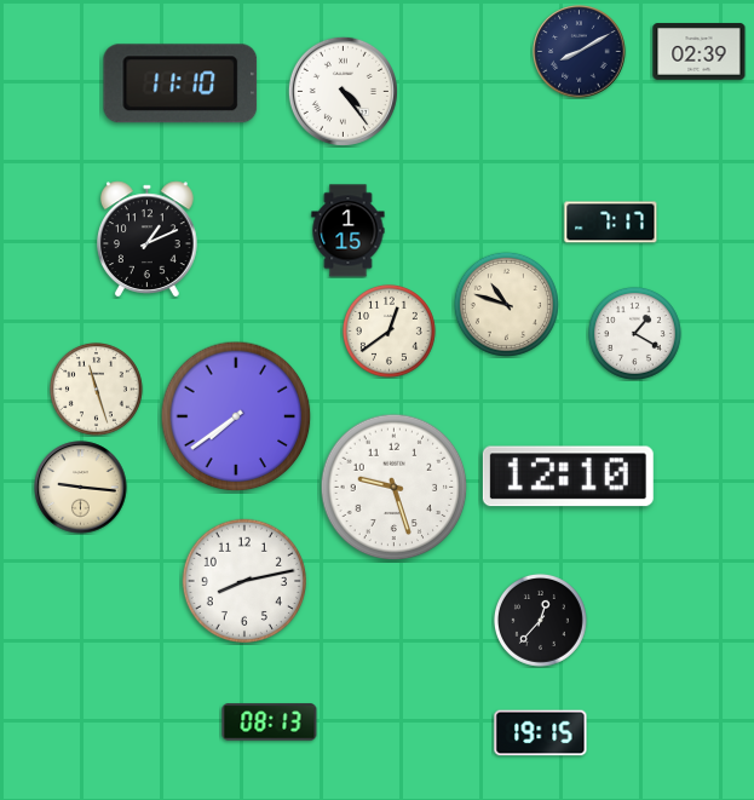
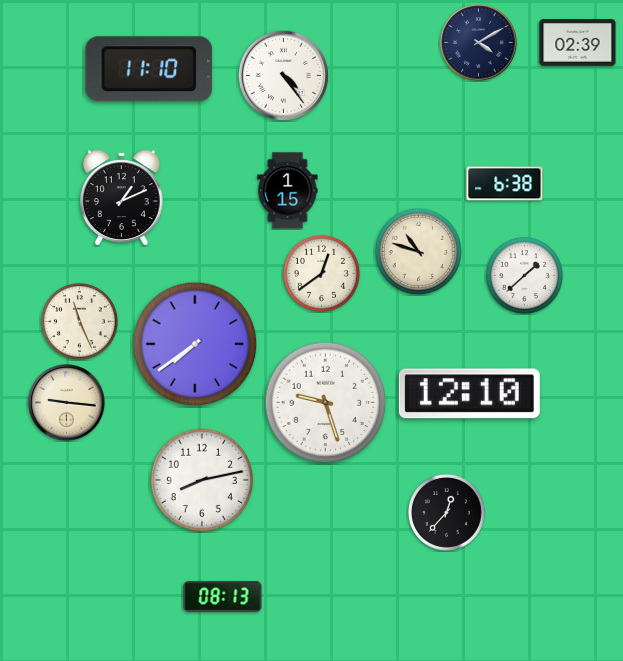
clock at (580, 52): 8:10 -> 4:10
clock at (611, 223): 7:17 -> 6:38
clock at (634, 333): 1:20 -> 1:38
clock at (96, 389): 11:27 -> 11:26
clock at (541, 733): 19:15 -> none
